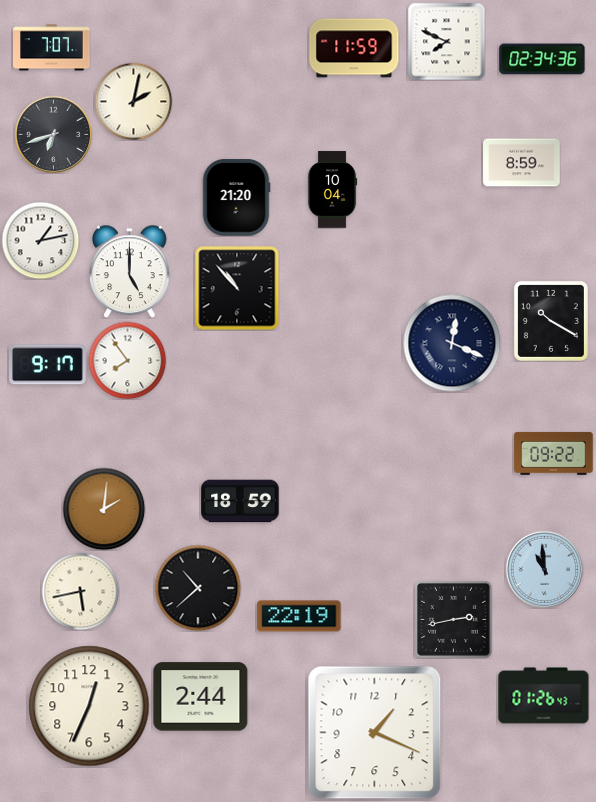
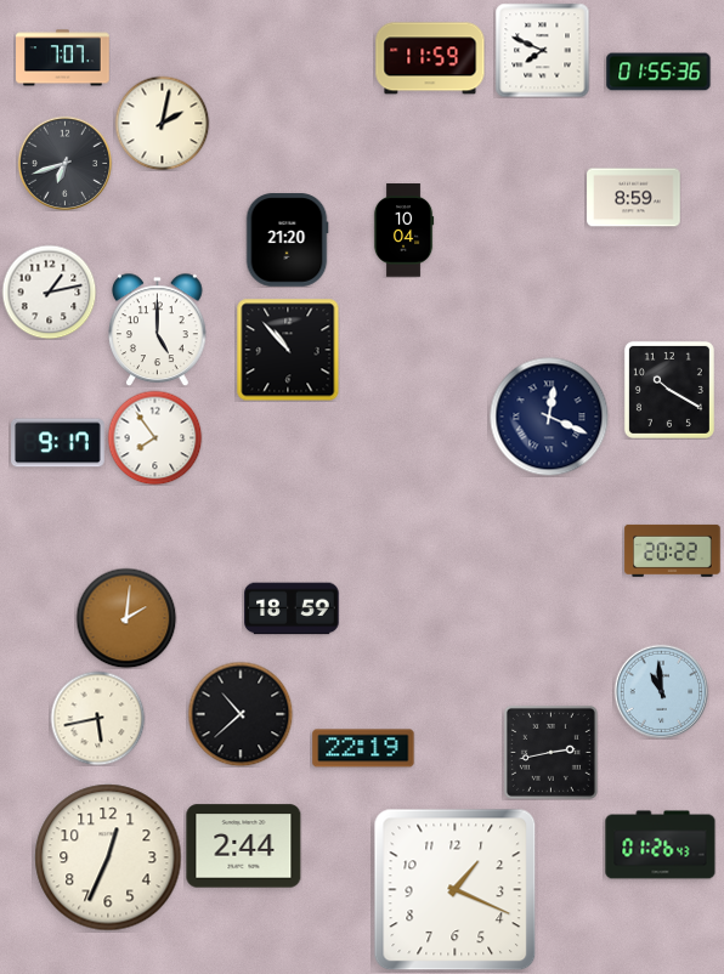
clock at (542, 59): 02:34 -> 01:55
clock at (554, 453): 09:22 -> 20:22
